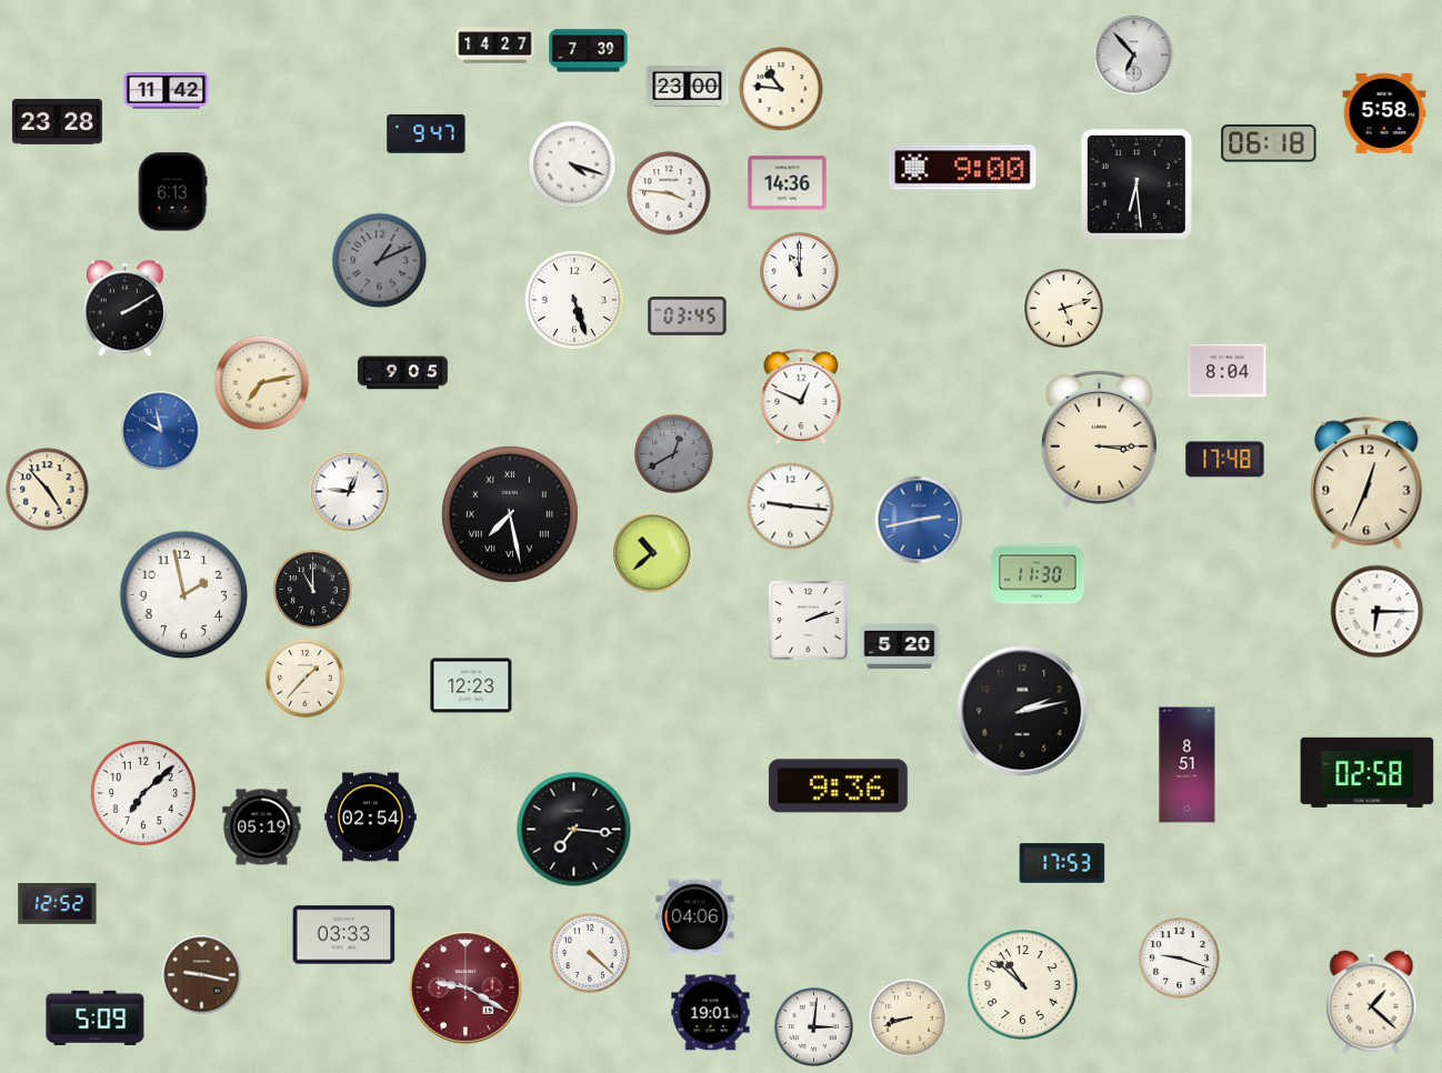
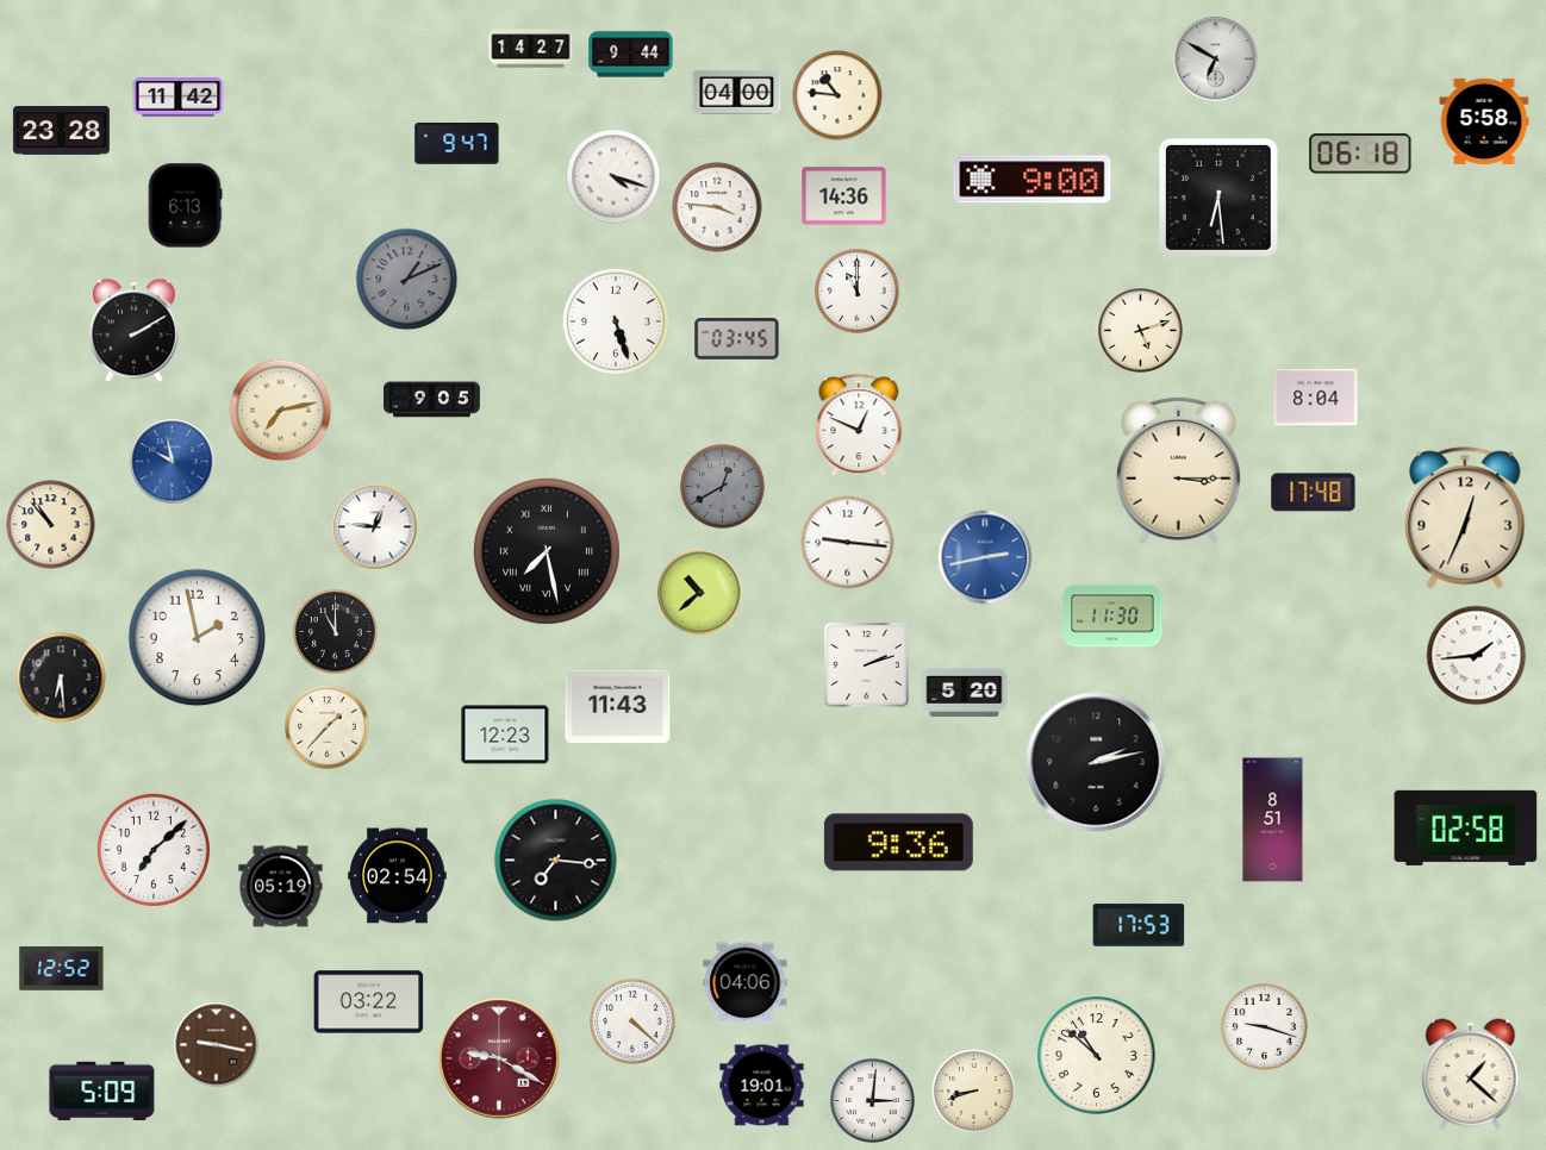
clock at (589, 51): 7:39 -> 9:44
clock at (1134, 56): 6:53 -> 6:50
clock at (688, 87): 23:00 -> 04:00
clock at (48, 490): 4:53 -> 10:53
clock at (1378, 612): 6:15 -> 1:44
clock at (61, 677): none -> 6:29
clock at (618, 706): none -> 11:43
clock at (574, 830) position: (574, 830) -> (556, 861)
clock at (344, 935): 03:33 -> 03:22
